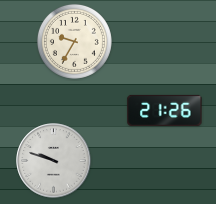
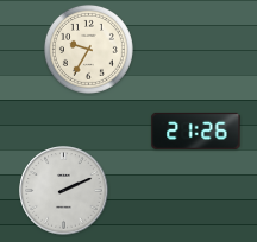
clock at (54, 161): 9:48 -> 2:11
